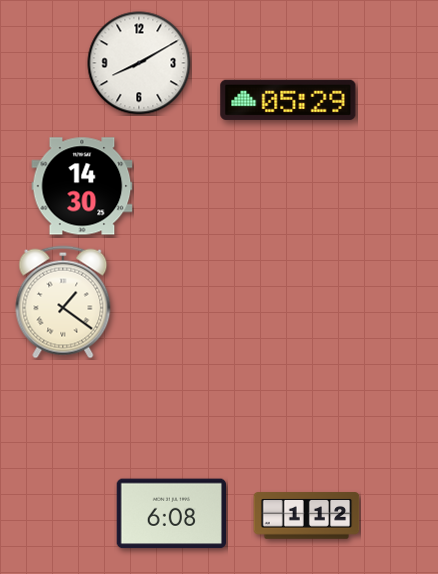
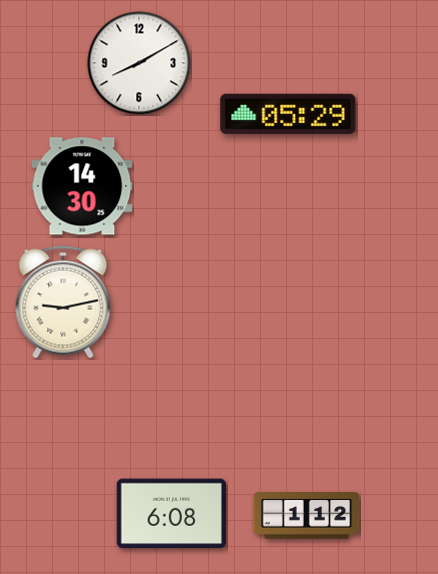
clock at (288, 100) position: (288, 100) -> (288, 114)
clock at (63, 302): 1:21 -> 9:13
